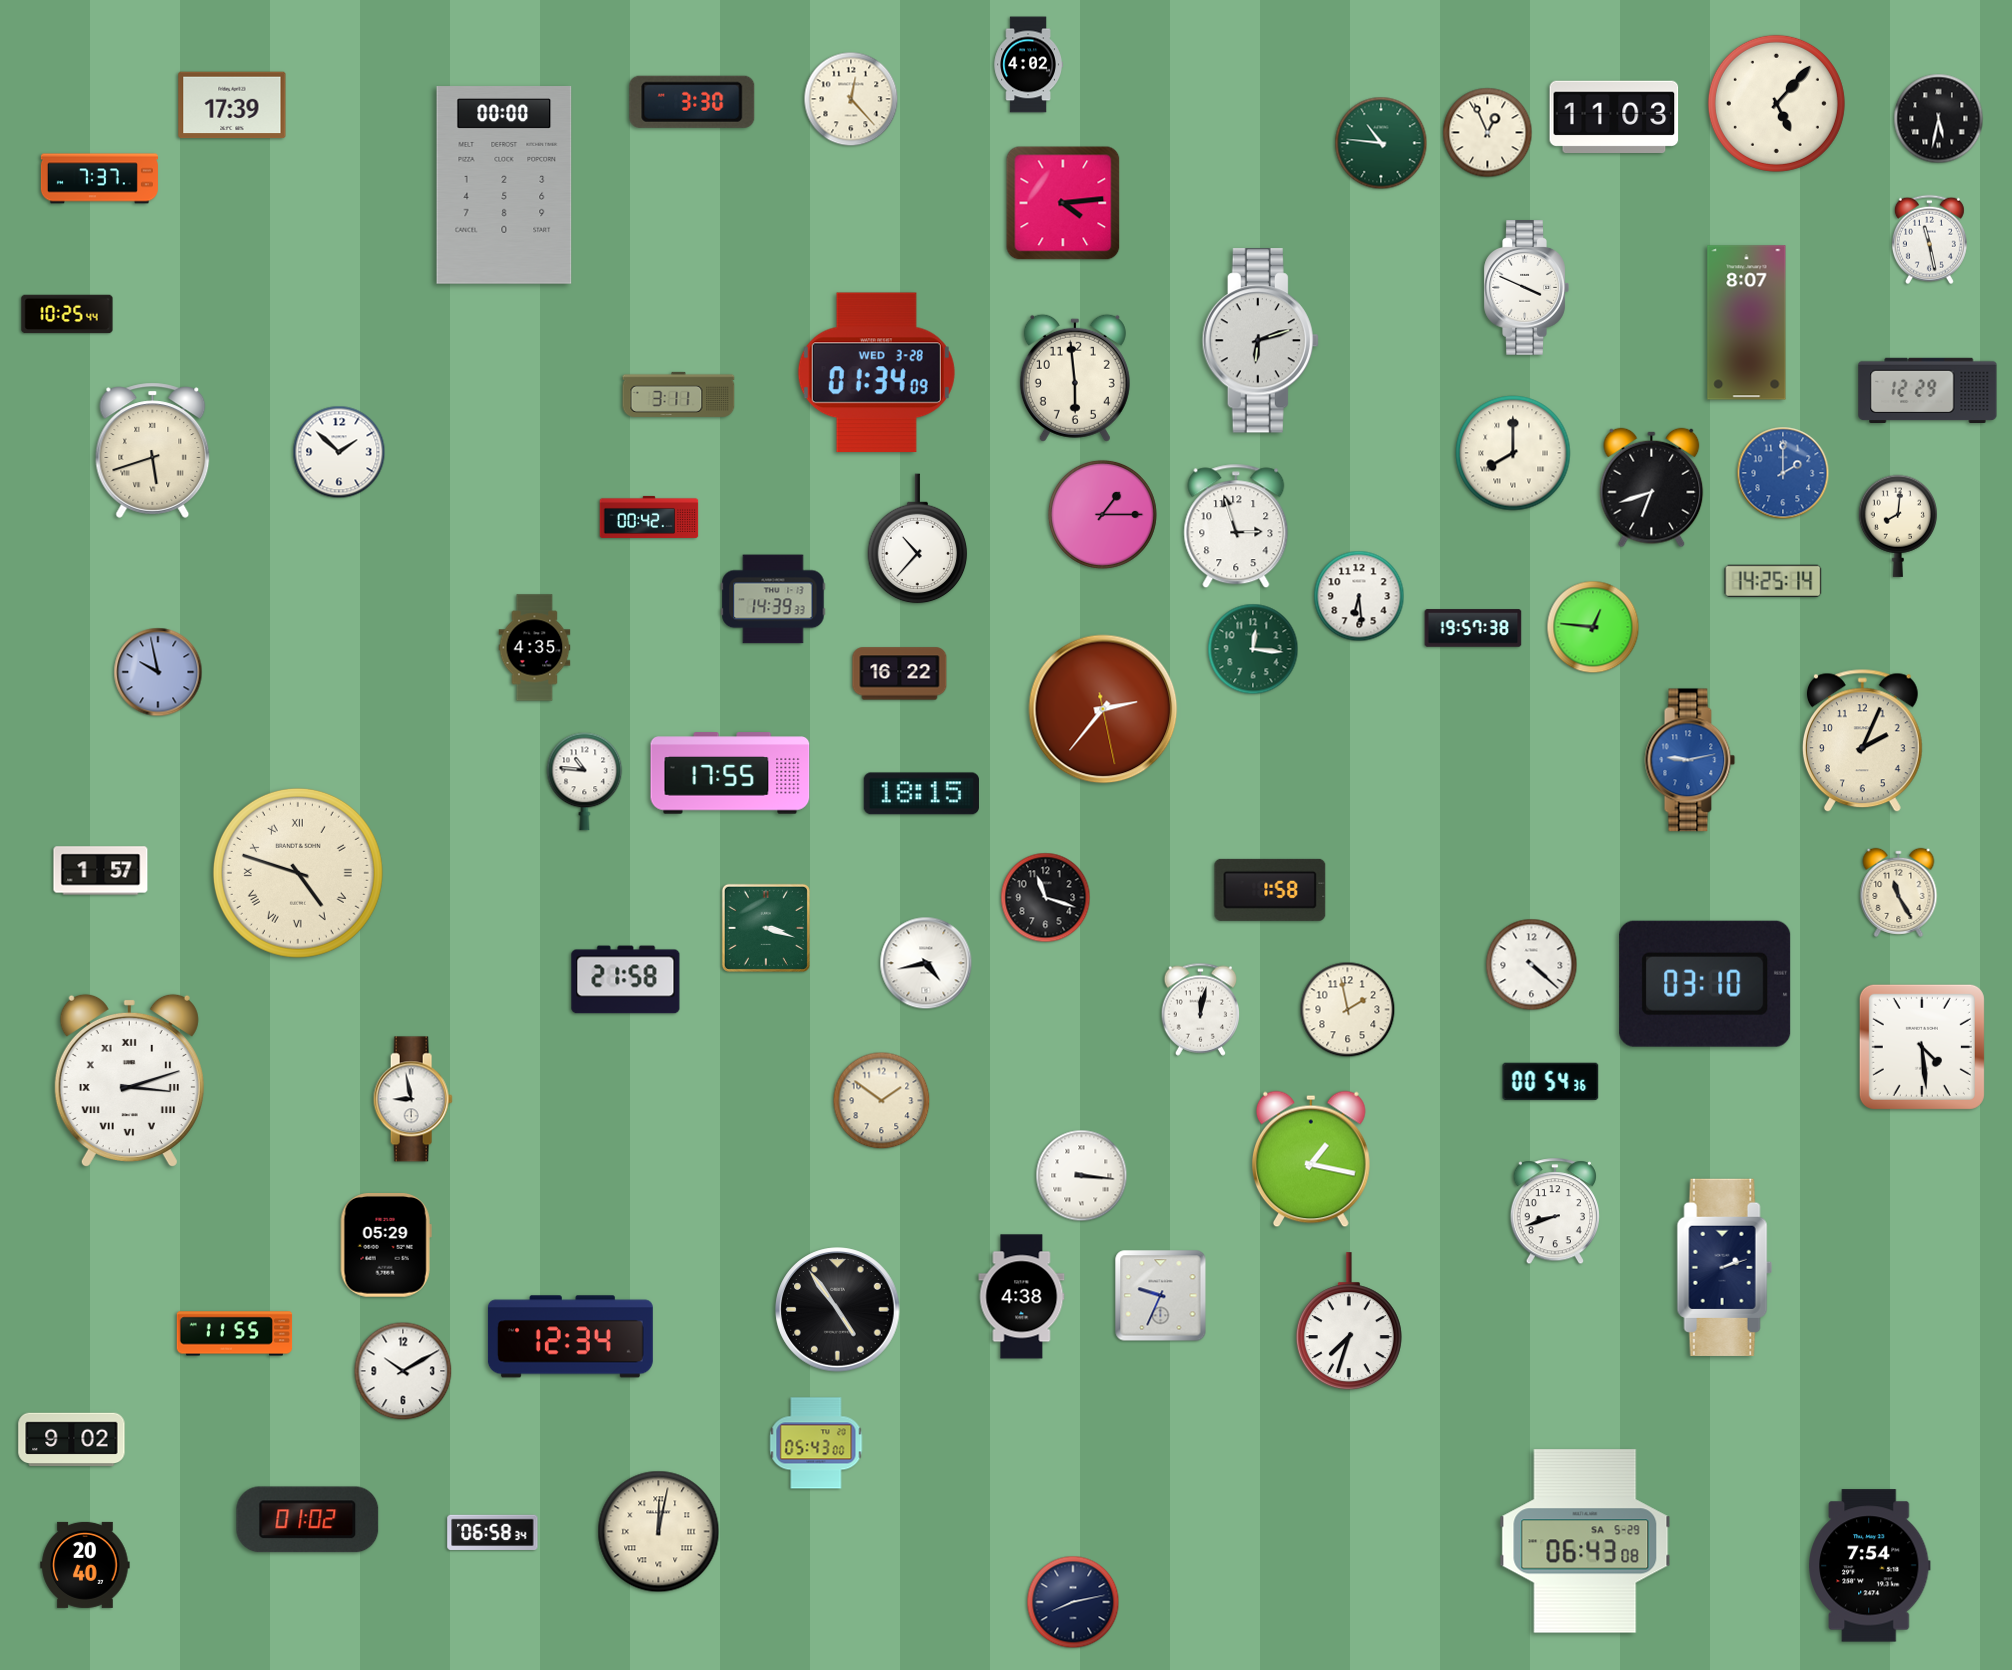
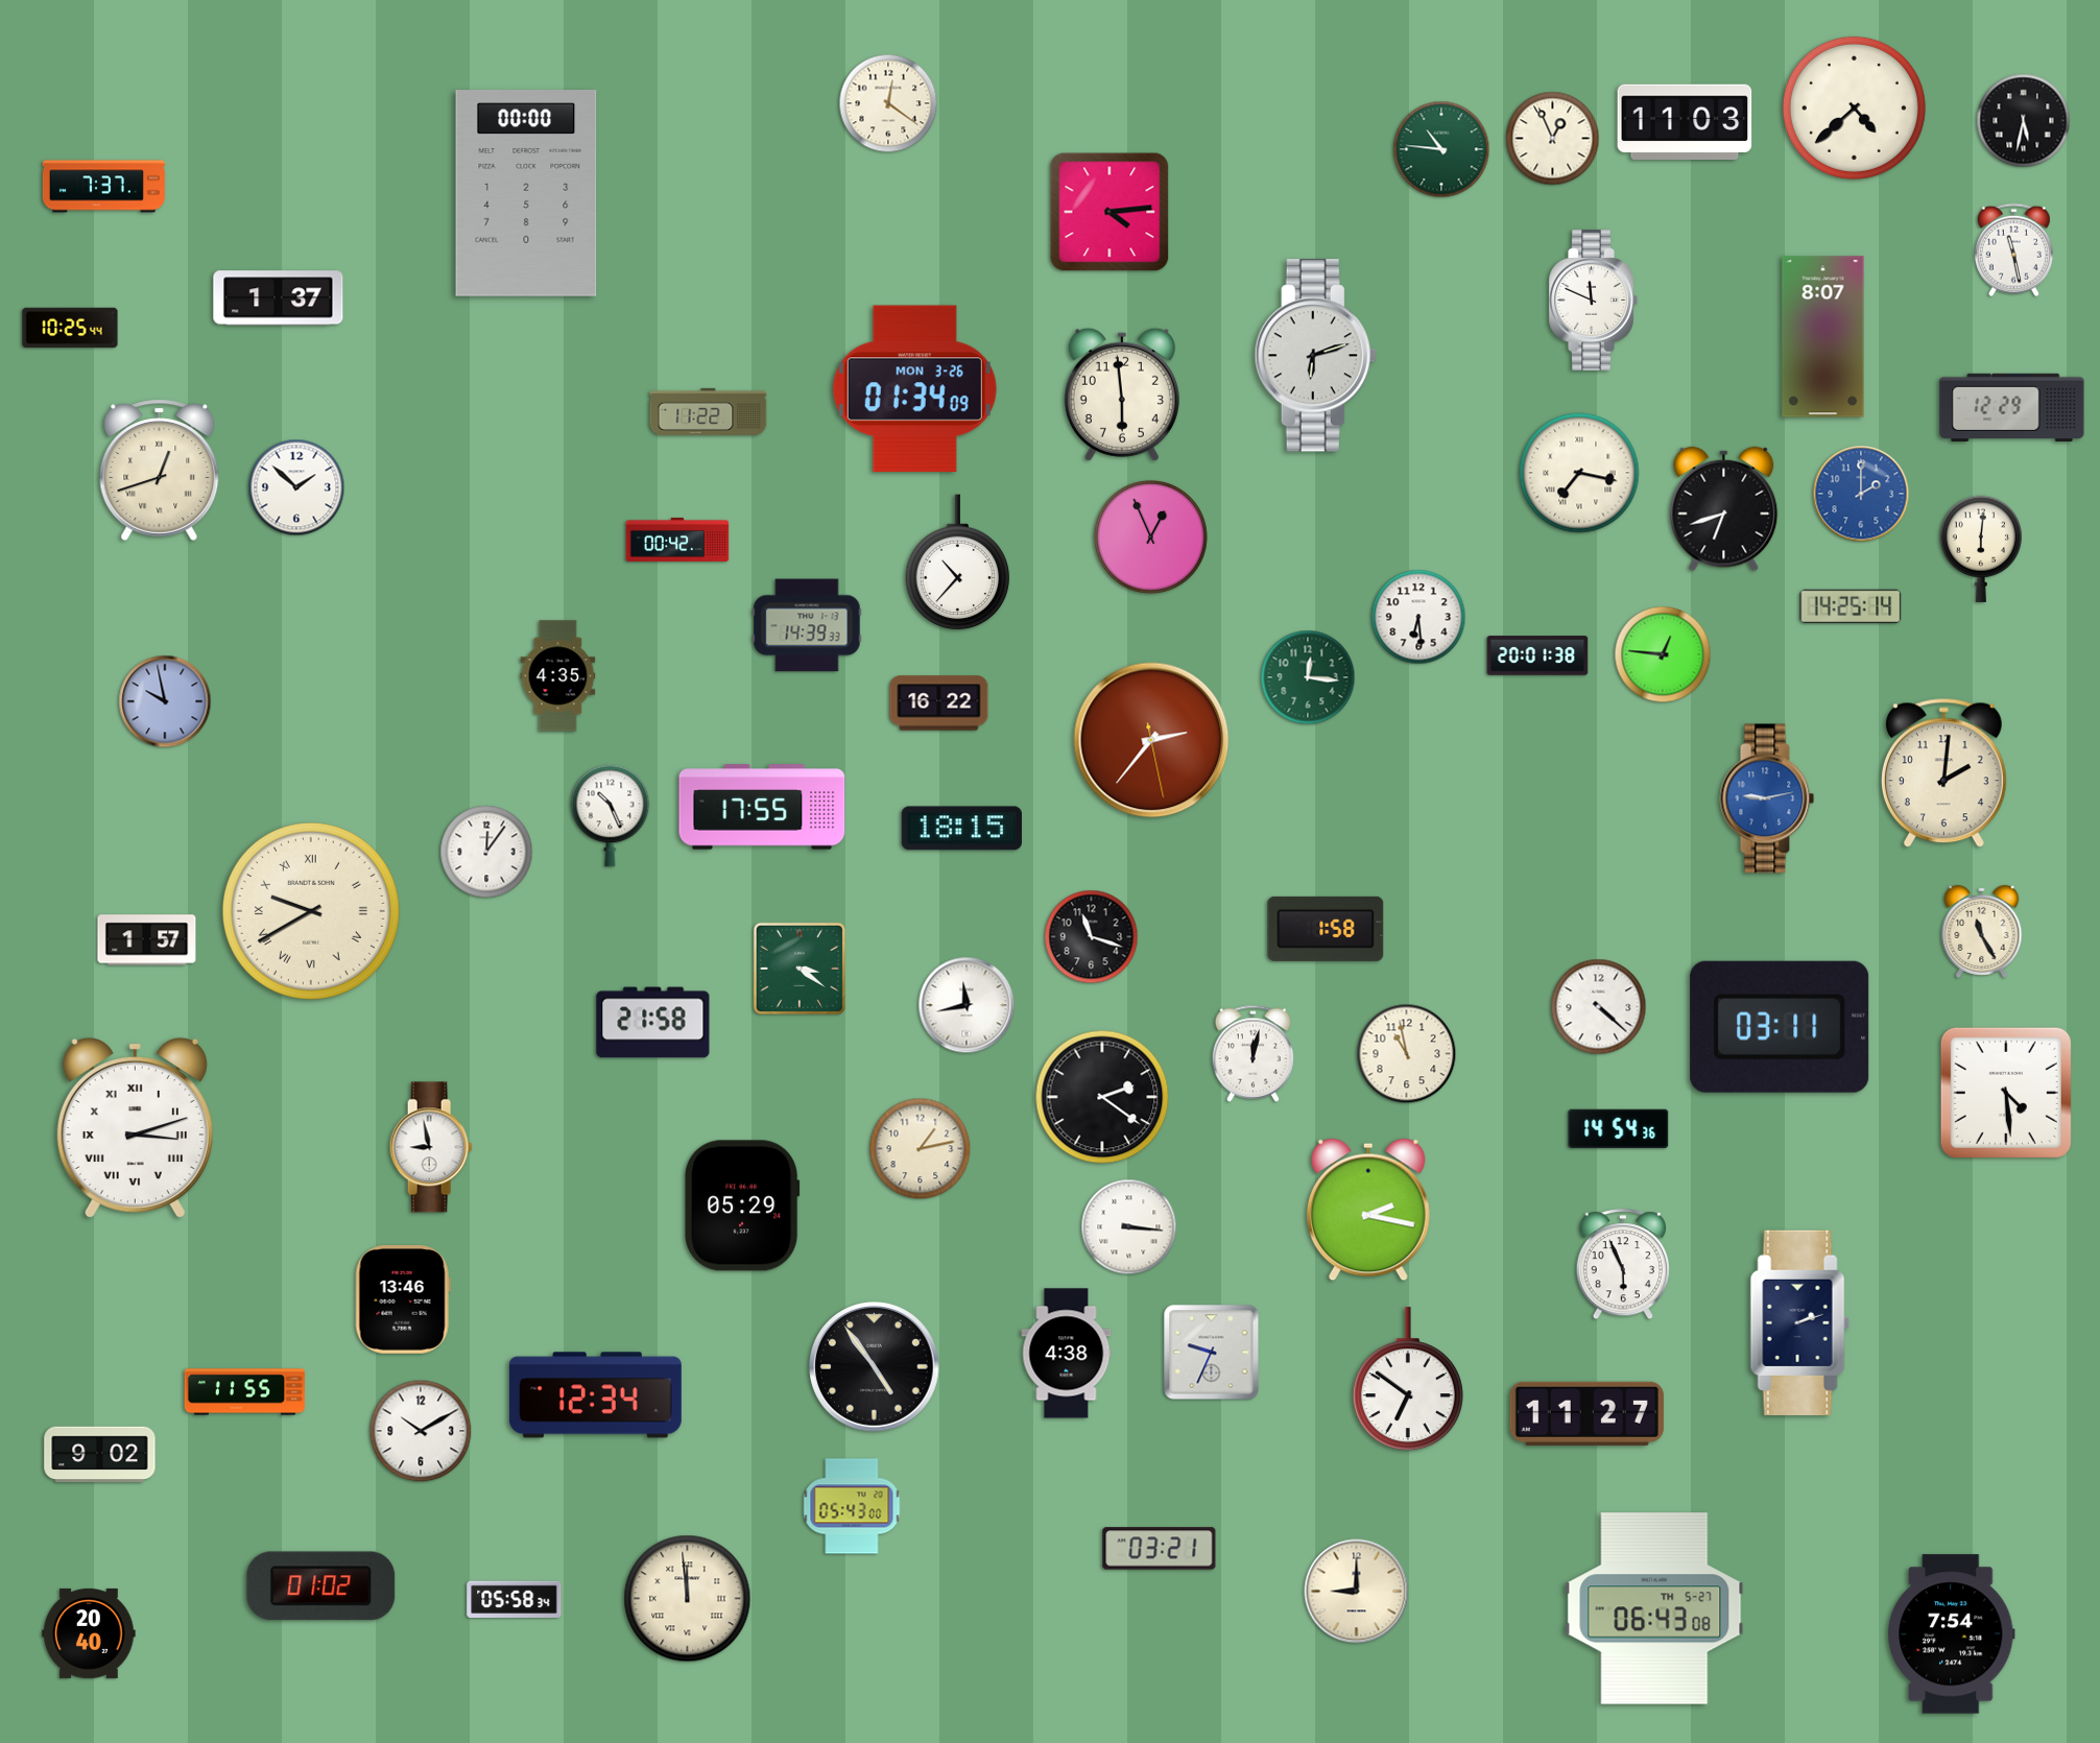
clock at (1028, 65): 4:02 -> none
clock at (851, 99): 12:23 -> 12:21
clock at (692, 102): 3:30 -> none
clock at (1776, 103): 5:07 -> 4:38
clock at (232, 105): 17:39 -> none
clock at (1939, 119) position: (1939, 119) -> (2024, 121)
clock at (279, 299): none -> 1:37
clock at (1526, 288): 3:49 -> 11:49
clock at (876, 373) date: WED 3-28 -> MON 3-26
clock at (679, 394): 3:11 -> 11:22
clock at (153, 450): 5:42 -> 12:42
clock at (339, 452) position: (339, 452) -> (296, 487)
clock at (1513, 453): 8:00 -> 7:17
clock at (1102, 514): 1:15 -> 12:56
clock at (1236, 526): 2:57 -> none
clock at (1897, 526): 8:01 -> 6:01
clock at (1359, 596) position: (1359, 596) -> (1418, 617)
clock at (1473, 628): 19:57 -> 20:01
clock at (1862, 741): 2:04 -> 2:01
clock at (1690, 760) position: (1690, 760) -> (1767, 798)
clock at (585, 782): 10:46 -> 10:26
clock at (486, 852): none -> 12:06
clock at (101, 871) position: (101, 871) -> (147, 940)
clock at (298, 873): 4:48 -> 9:40
clock at (766, 928): 3:18 -> 3:21
clock at (926, 963): 4:43 -> 11:43
clock at (1705, 984): 03:10 -> 03:11
clock at (1348, 1010): 1:58 -> 10:58
clock at (1102, 1097): none -> 2:21
clock at (1551, 1082): 00:54 -> 14:54
clock at (882, 1101): 1:51 -> 1:13
clock at (743, 1205): none -> 05:29
clock at (1311, 1159): 1:17 -> 2:17
clock at (1554, 1212): 8:42 -> 5:56
clock at (386, 1246): 05:29 -> 13:46
clock at (1349, 1322): 7:33 -> 6:51
clock at (1586, 1413): none -> 11:27
clock at (72, 1440) position: (72, 1440) -> (100, 1455)
clock at (1160, 1549): none -> 03:21
clock at (1357, 1592): none -> 9:00
clock at (493, 1532): 06:58 -> 05:58
clock at (659, 1532): 12:02 -> 11:59
clock at (1585, 1541) date: SA 5-29 -> TH 5-27
clock at (1073, 1602): 8:13 -> none
